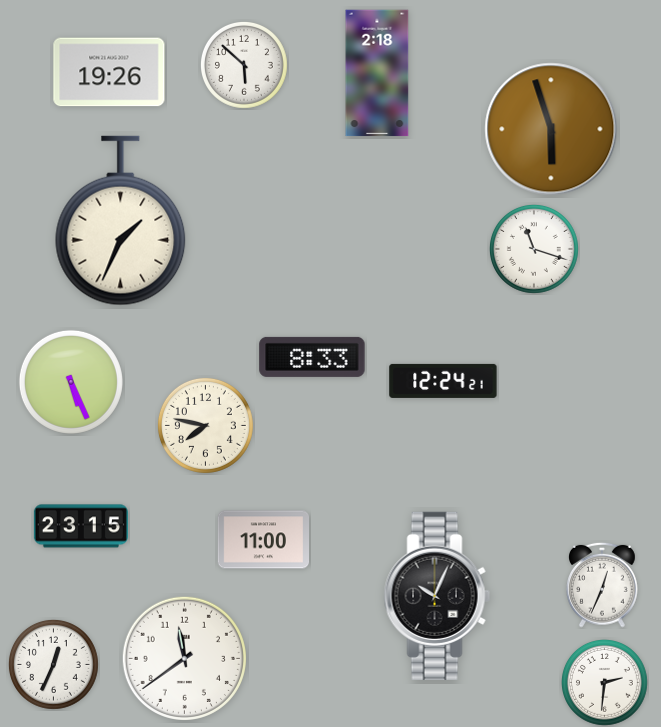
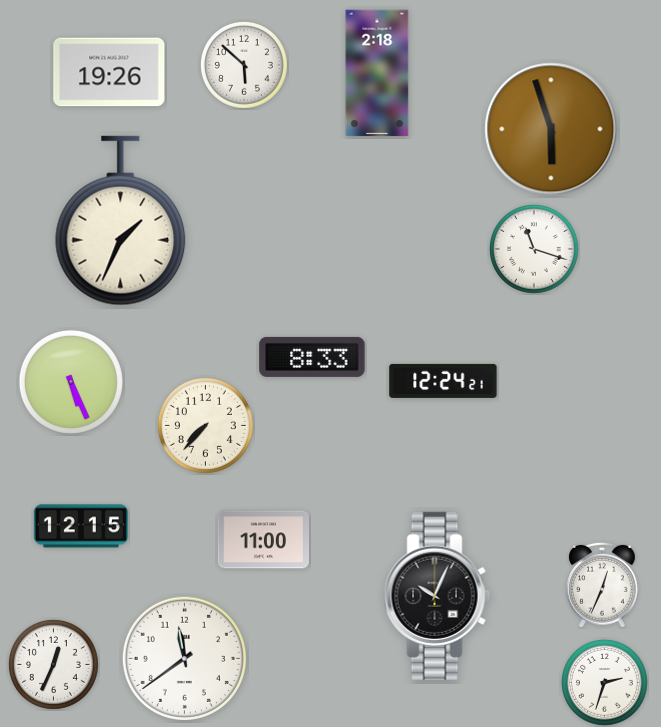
clock at (205, 425): 7:47 -> 7:37
clock at (81, 526): 23:15 -> 12:15
clock at (605, 683): 2:31 -> 2:33
